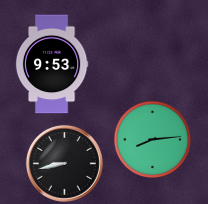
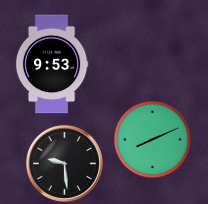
clock at (152, 139): 8:14 -> 8:11
clock at (64, 163): 8:43 -> 9:29
